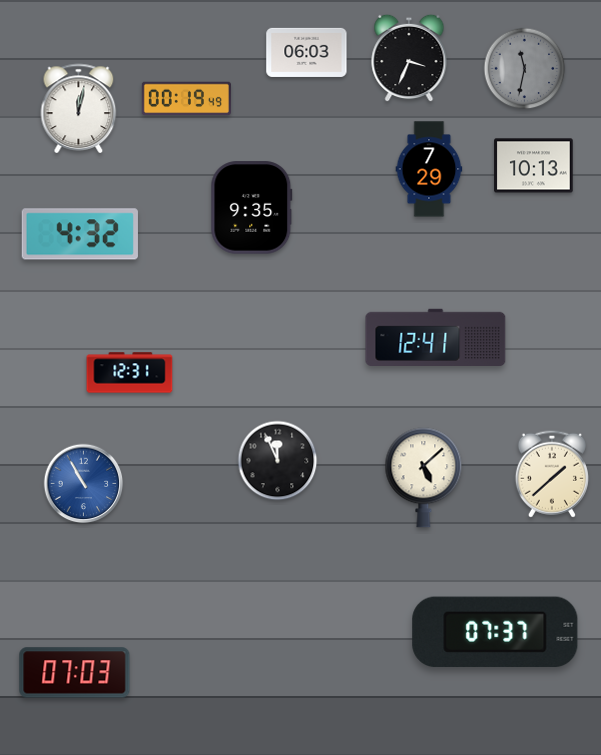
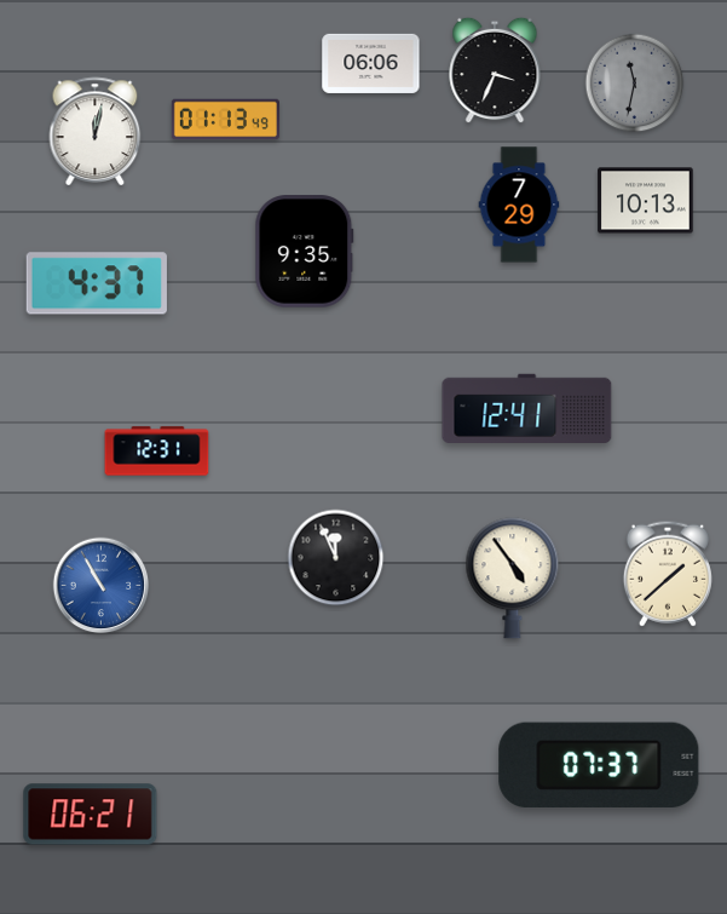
clock at (307, 52): 06:03 -> 06:06
clock at (186, 99): 00:19 -> 01:13
clock at (80, 234): 4:32 -> 4:37
clock at (424, 478): 5:08 -> 4:54
clock at (75, 673): 07:03 -> 06:21
